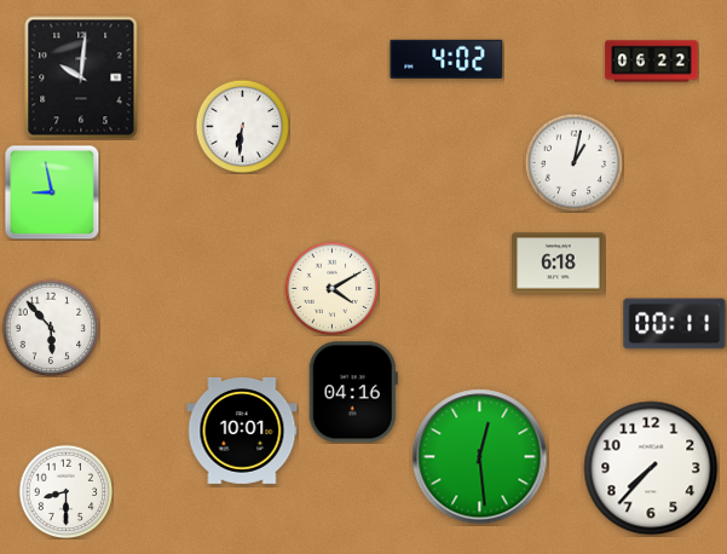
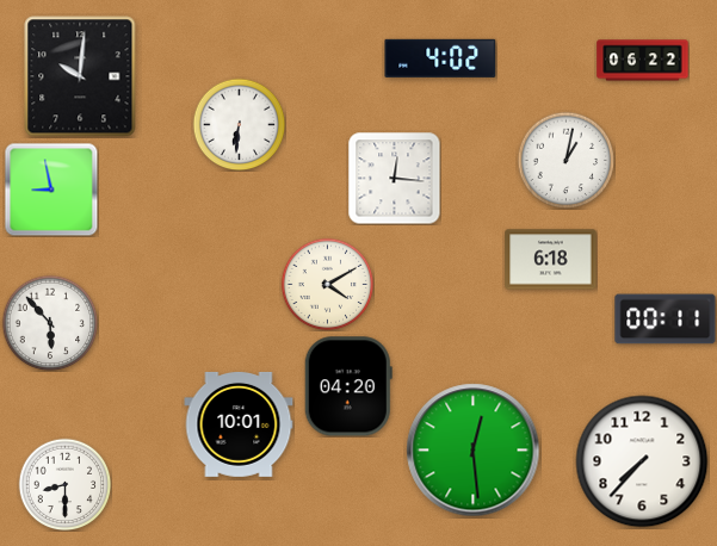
clock at (394, 178): none -> 12:16
clock at (353, 392): 04:16 -> 04:20
